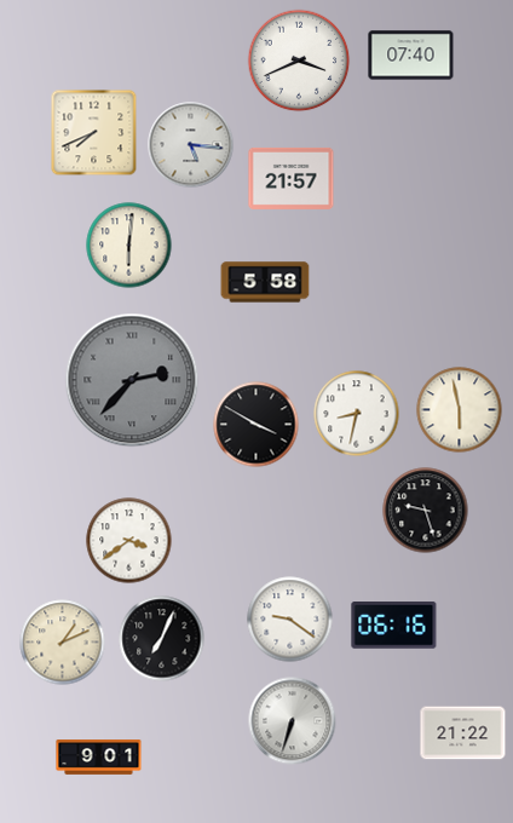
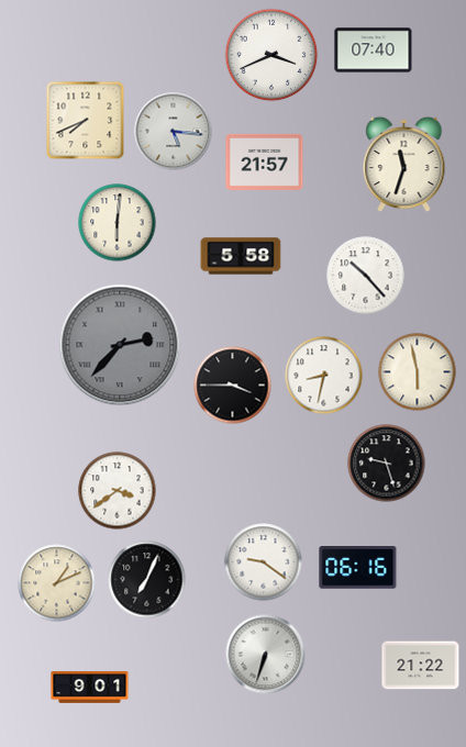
clock at (404, 165): none -> 11:33
clock at (366, 276): none -> 10:23
clock at (256, 425): 3:50 -> 3:45
